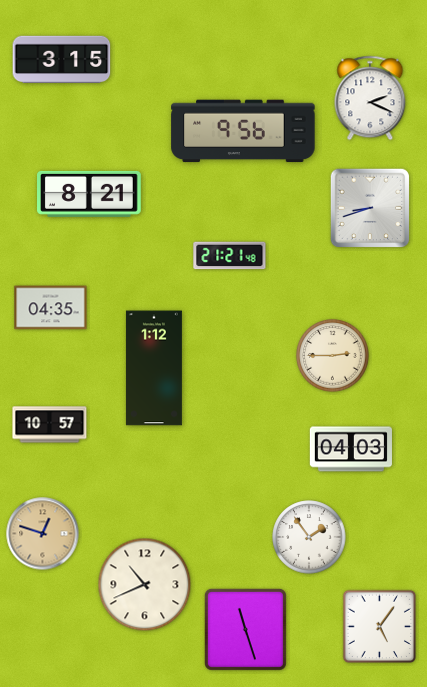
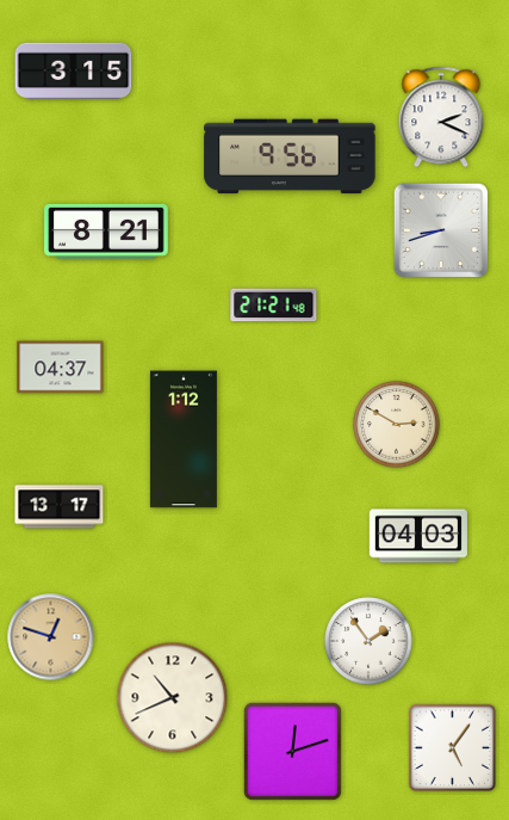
clock at (370, 208) position: (370, 208) -> (441, 230)
clock at (51, 308): 04:35 -> 04:37
clock at (333, 356): 2:45 -> 2:50
clock at (50, 425): 10:57 -> 13:17
clock at (245, 629): 11:27 -> 12:12
